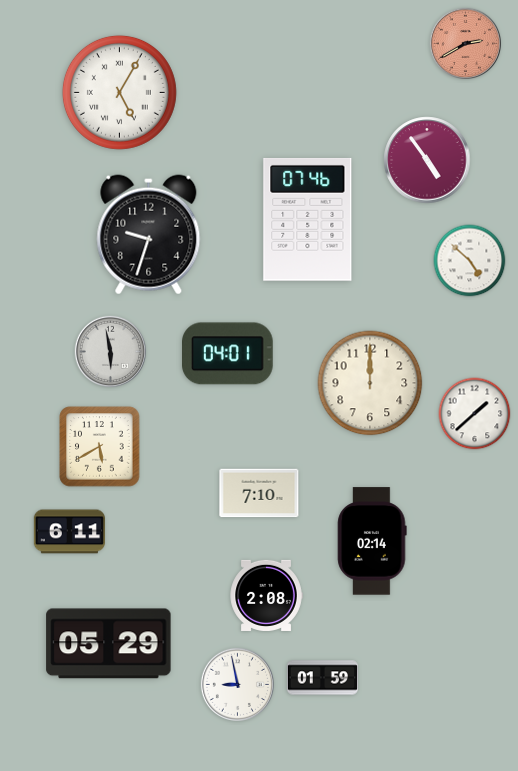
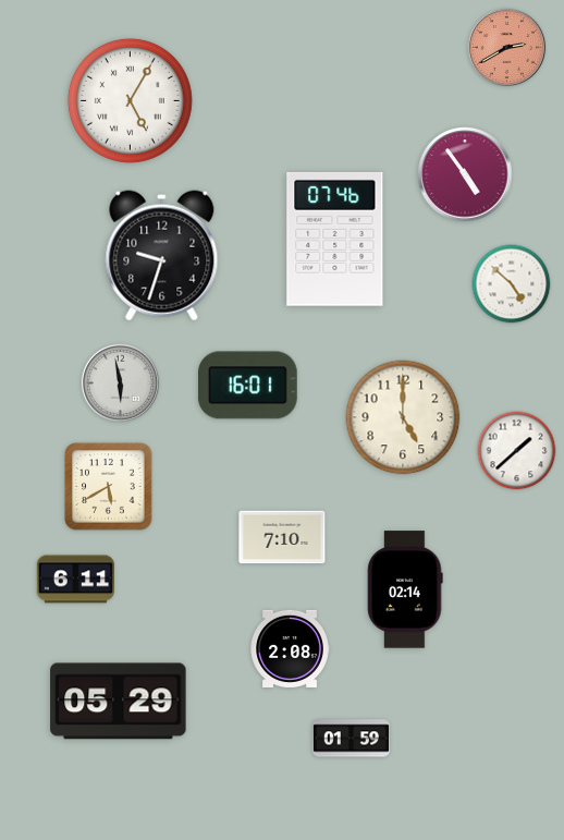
clock at (228, 354): 04:01 -> 16:01
clock at (370, 383): 12:00 -> 5:00
clock at (237, 684): 8:58 -> none
